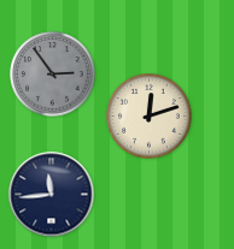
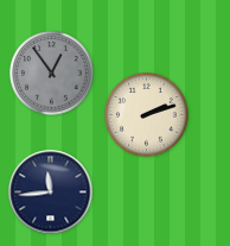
clock at (53, 75): 2:54 -> 12:54
clock at (150, 117): 12:12 -> 2:12
